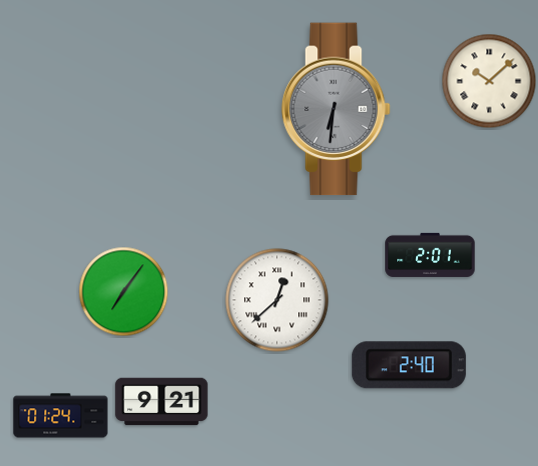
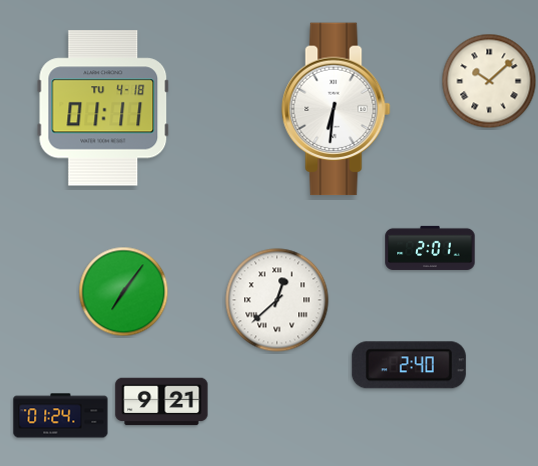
clock at (103, 108): none -> 01:11
clock at (336, 109) dial: grey -> white
clock at (430, 255) position: (430, 255) -> (430, 248)
